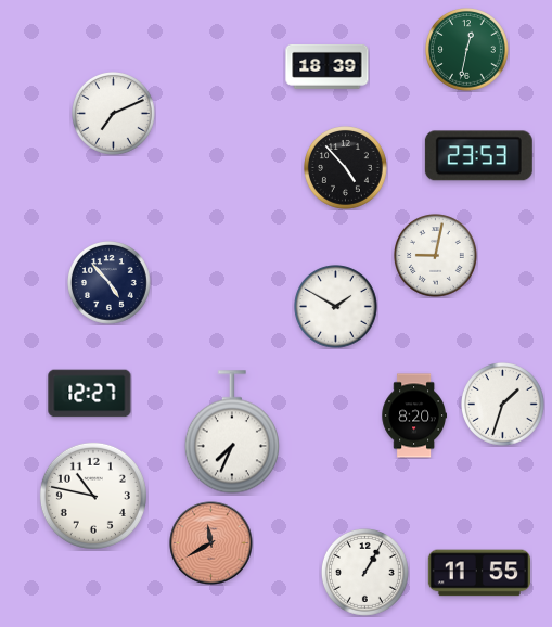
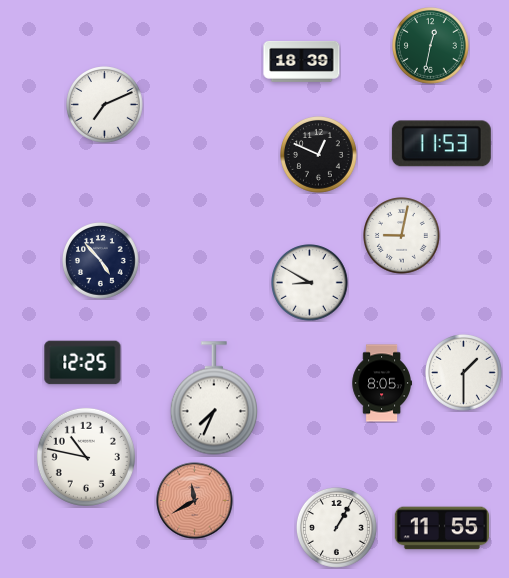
clock at (478, 156): 23:53 -> 11:53
clock at (346, 168): 4:53 -> 12:49
clock at (336, 307): 1:50 -> 8:50
clock at (90, 394): 12:27 -> 12:25
clock at (503, 405): 1:33 -> 1:30
clock at (413, 415): 8:20 -> 8:05
